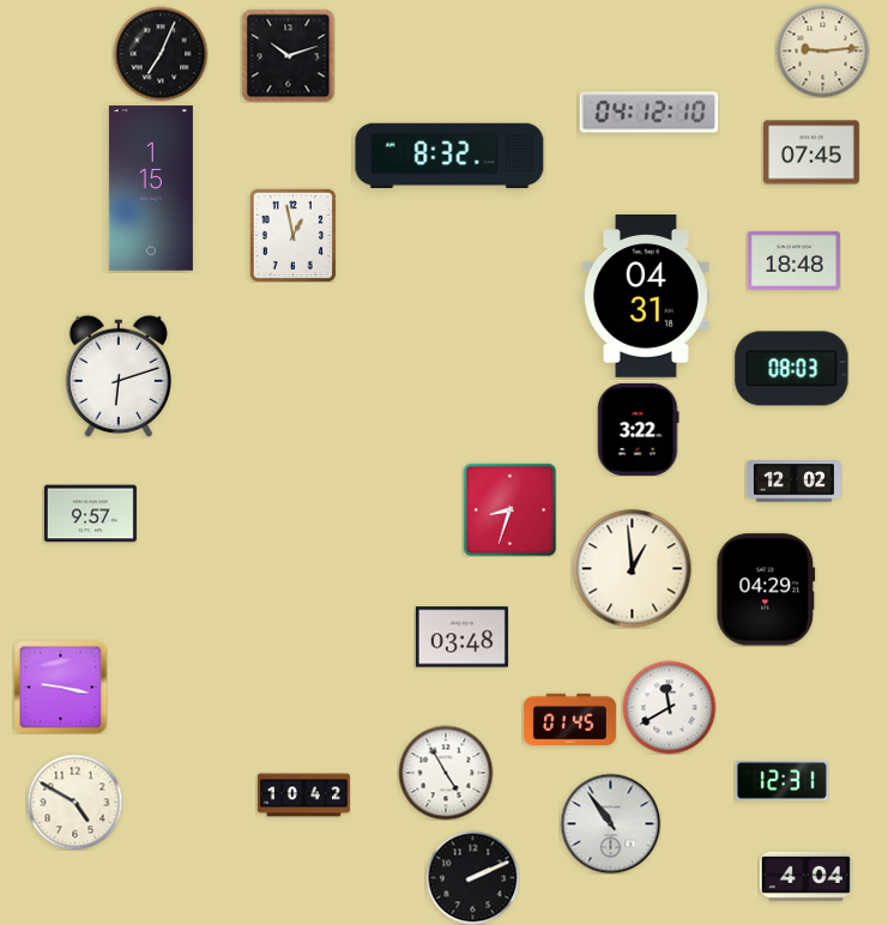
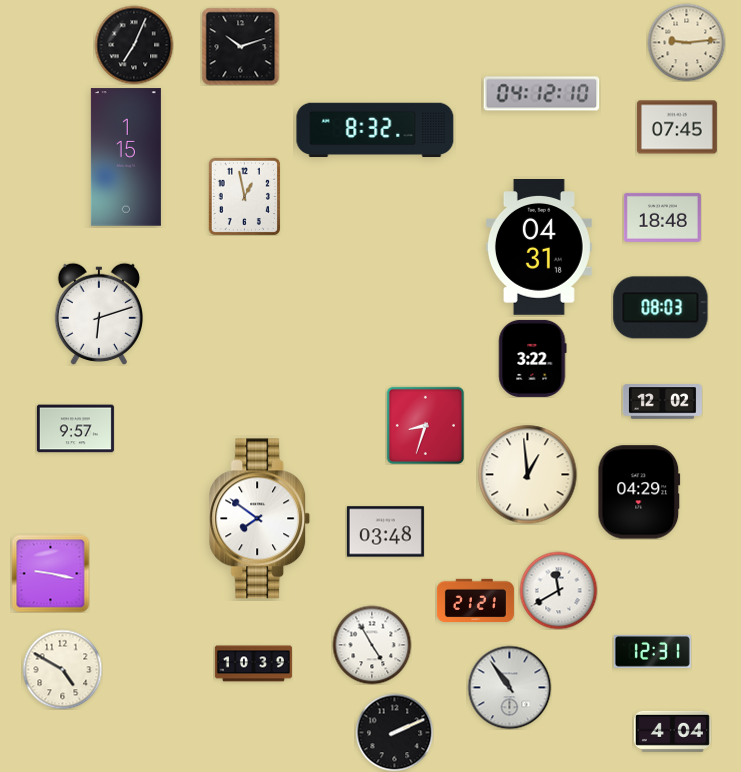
clock at (260, 519): none -> 7:51
clock at (569, 720): 01:45 -> 21:21
clock at (303, 796): 10:42 -> 10:39
